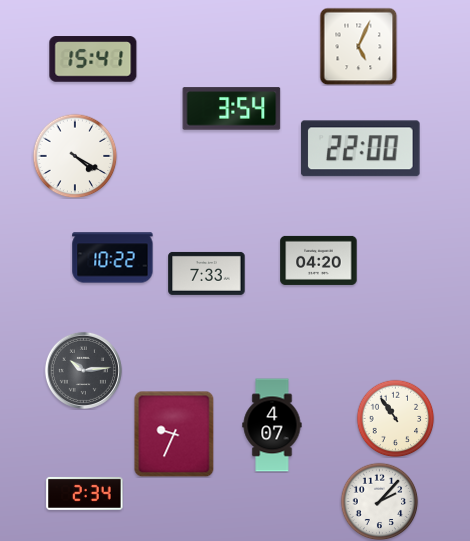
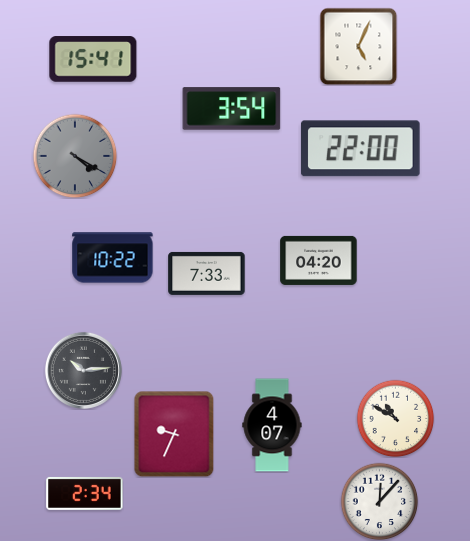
clock at (75, 156) dial: white -> grey
clock at (395, 418): 10:54 -> 10:50
clock at (379, 501): 2:07 -> 12:07
